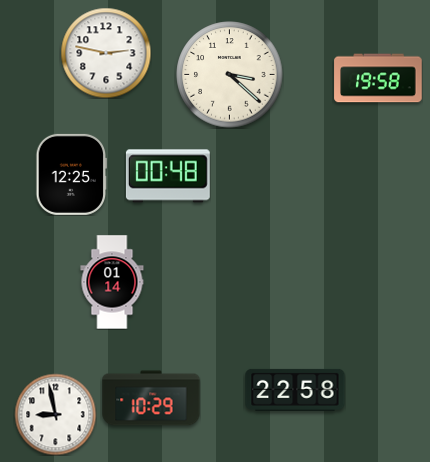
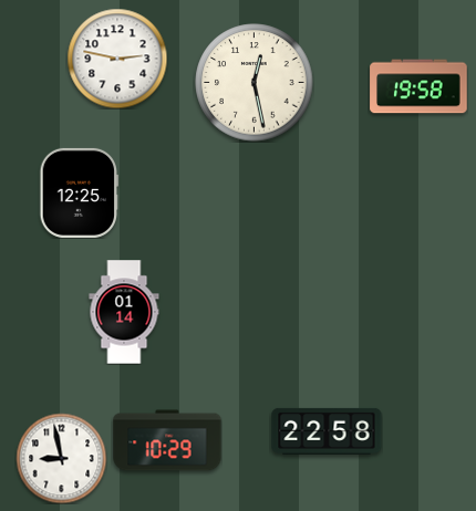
clock at (230, 75): 3:22 -> 12:28
clock at (168, 176): 00:48 -> none
